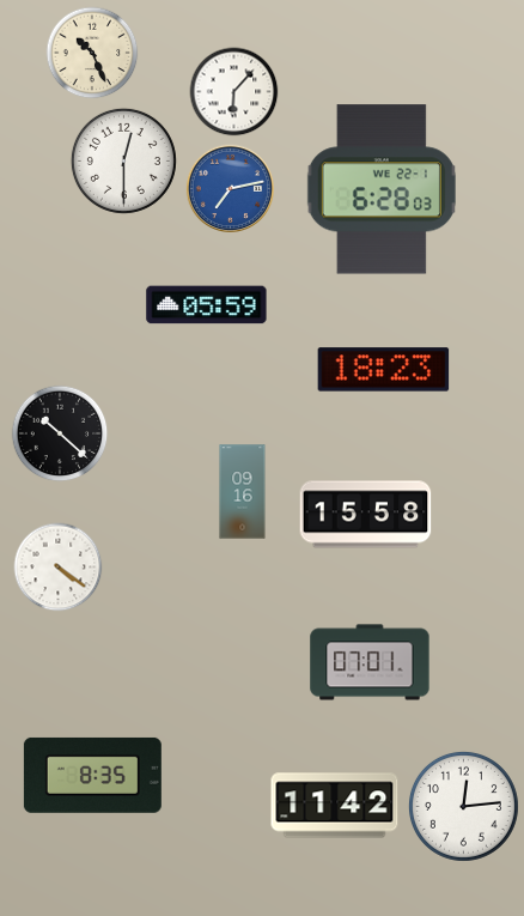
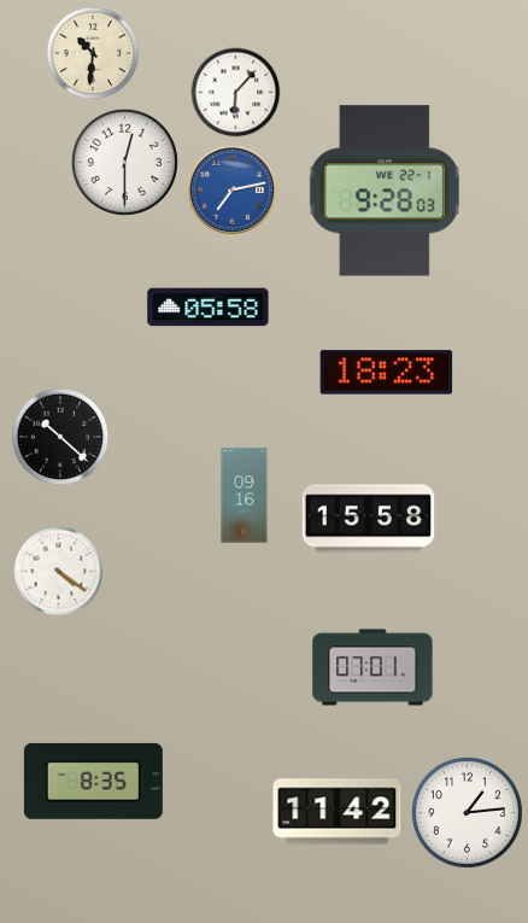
clock at (92, 53): 10:26 -> 10:31
clock at (382, 189): 6:28 -> 9:28
clock at (207, 305): 05:59 -> 05:58
clock at (463, 806): 12:14 -> 1:14
